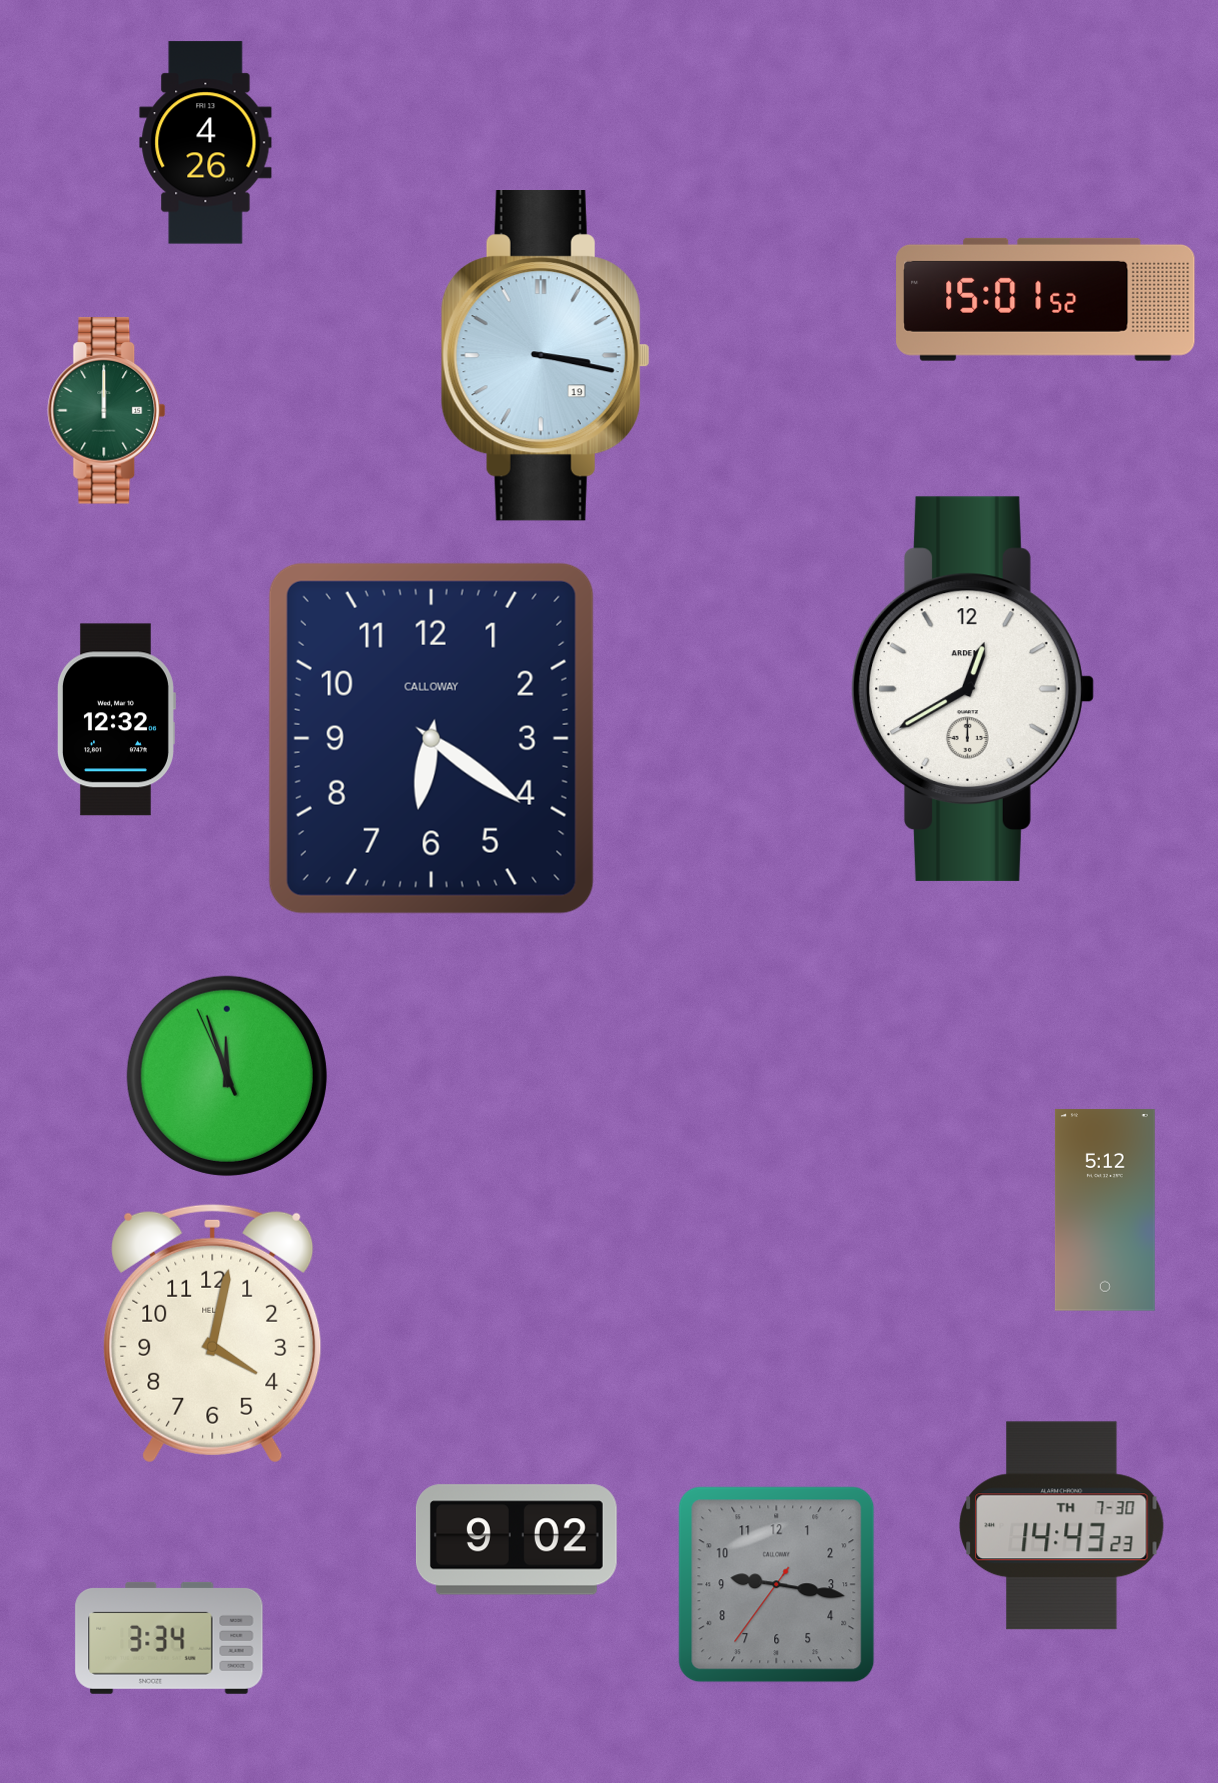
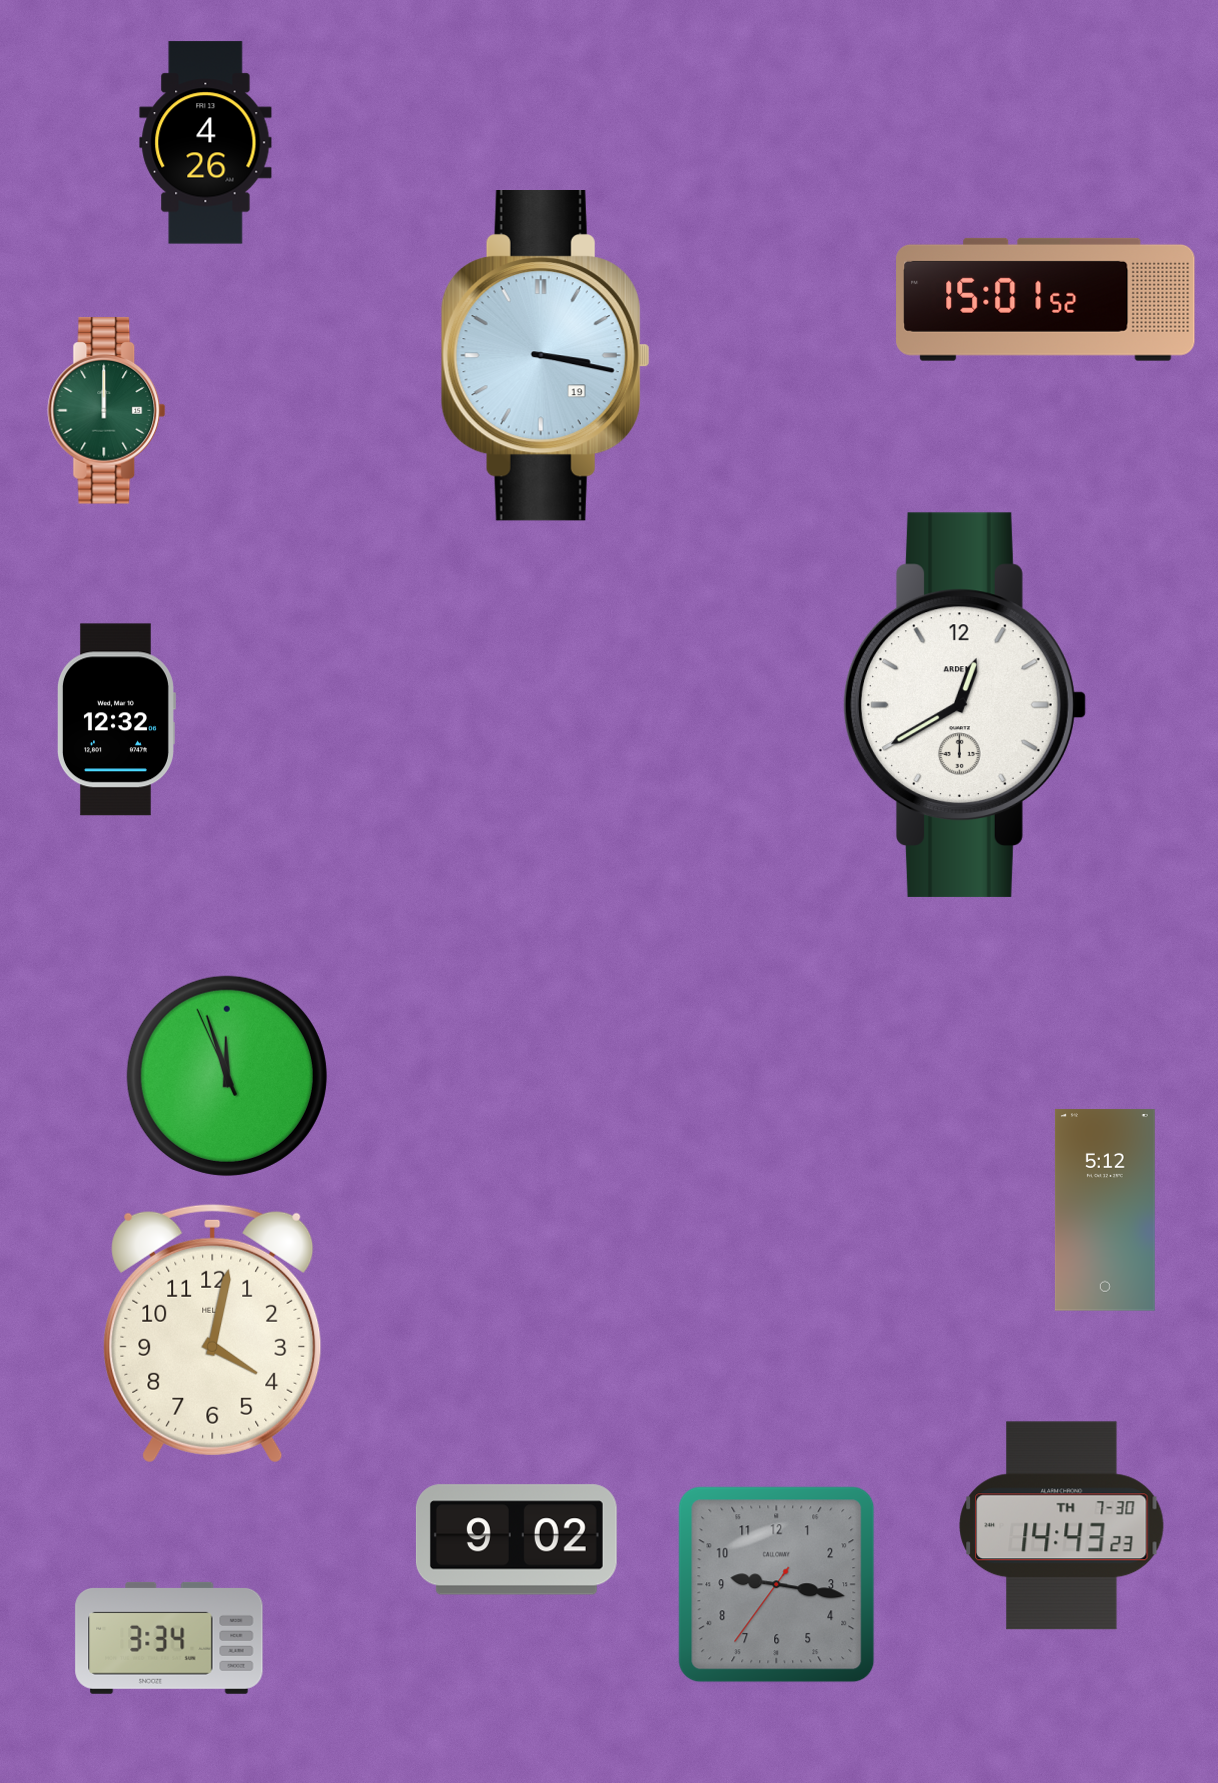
clock at (973, 689) position: (973, 689) -> (965, 705)
clock at (431, 738): 6:21 -> none
